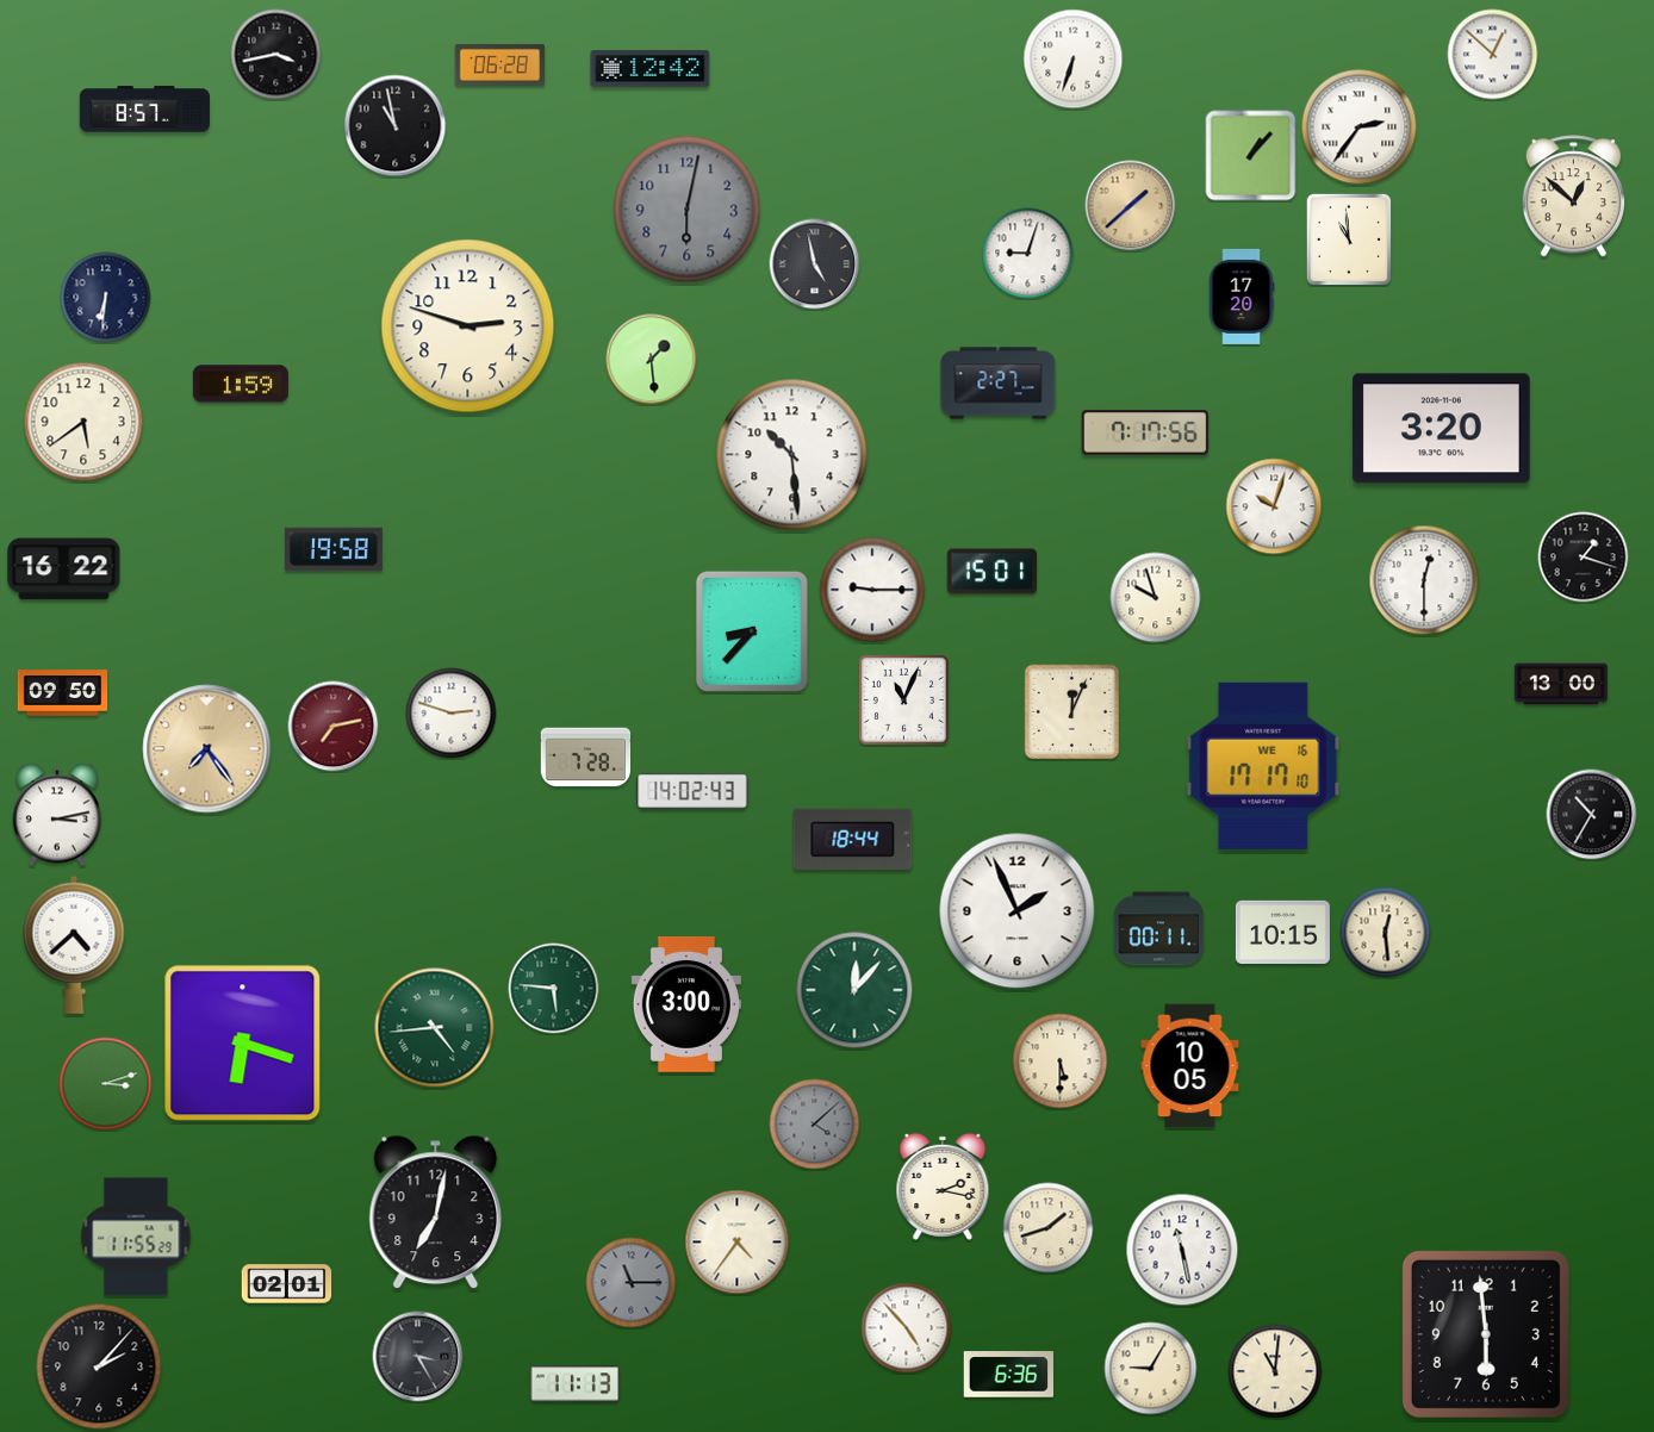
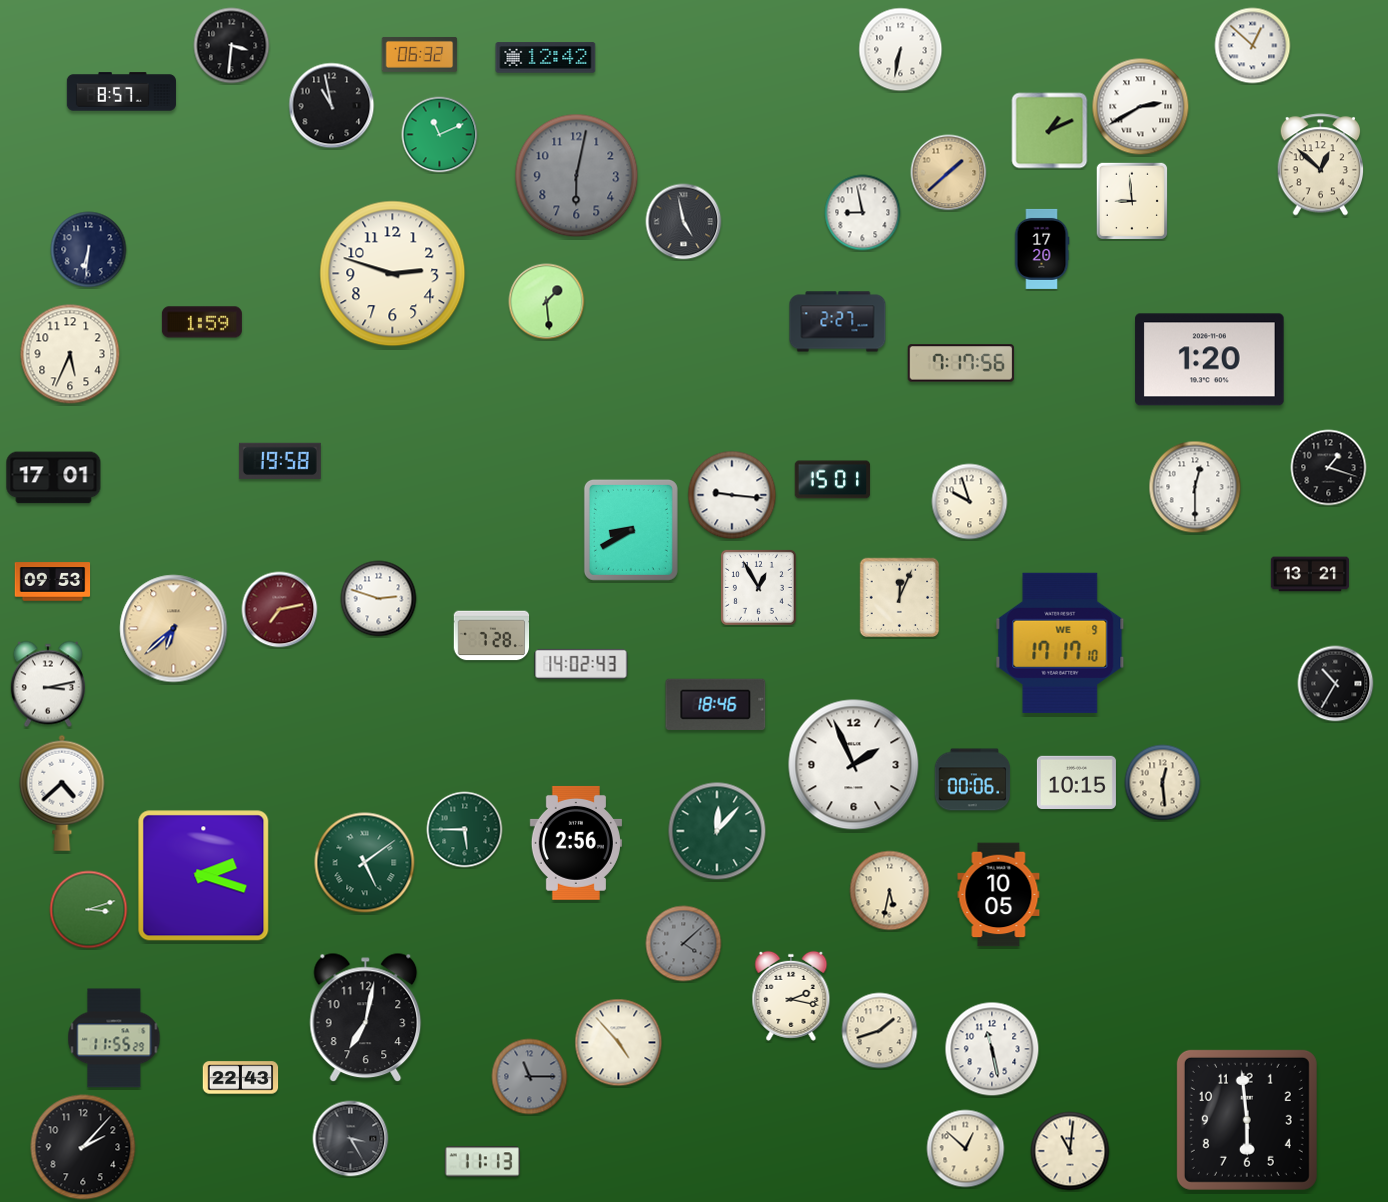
clock at (276, 55): 3:43 -> 3:31
clock at (1074, 60): 6:33 -> 6:32
clock at (500, 66): 06:28 -> 06:32
clock at (1360, 127): 2:36 -> 2:40
clock at (1251, 156): 1:07 -> 1:11
clock at (440, 135): none -> 11:11
clock at (1348, 238): 10:59 -> 8:59
clock at (1028, 254): 9:03 -> 8:58
clock at (83, 422): 5:39 -> 5:34
clock at (1442, 429): 3:20 -> 1:20
clock at (792, 455): 10:29 -> none
clock at (1274, 506): 10:03 -> none
clock at (64, 569): 16:22 -> 17:01
clock at (872, 590): 9:15 -> 9:16
clock at (752, 631): 8:37 -> 8:40
clock at (1561, 684): 13:00 -> 13:21
clock at (63, 693): 09:50 -> 09:53
clock at (903, 699): 11:04 -> 12:55
clock at (207, 749): 7:24 -> 6:38
clock at (1263, 766) date: WE 16 -> WE 9
clock at (853, 839): 18:44 -> 18:46
clock at (1159, 929): 00:11 -> 00:06
clock at (554, 989): 5:46 -> 5:45
clock at (686, 1004): 3:00 -> 2:56
clock at (435, 1028): 4:44 -> 5:09
clock at (243, 1044): 6:18 -> 2:18
clock at (1061, 1061): 5:30 -> 5:32
clock at (738, 1243): 4:36 -> 4:53
clock at (287, 1284): 02:01 -> 22:43
clock at (907, 1328): 4:53 -> none
clock at (1151, 1369): 9:05 -> 12:52
clock at (1009, 1375): 6:36 -> none
